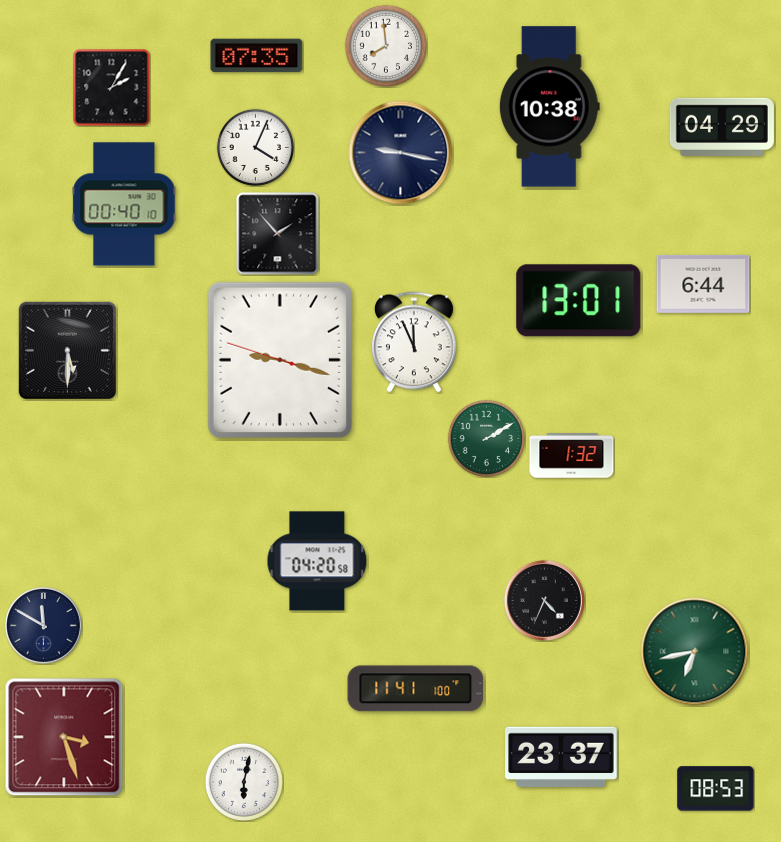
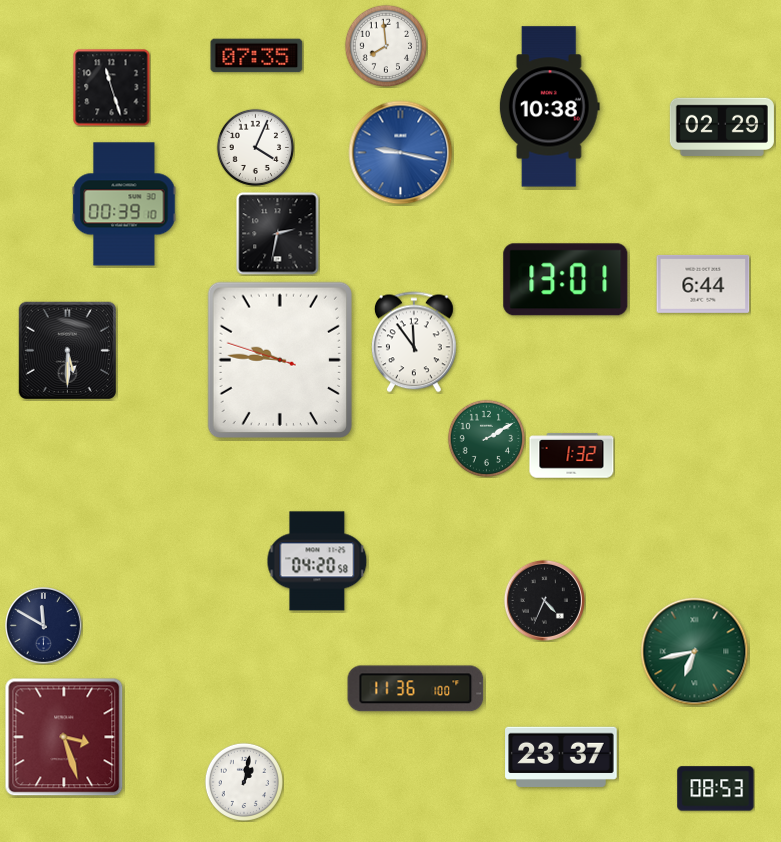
clock at (111, 87): 2:05 -> 11:27
clock at (722, 126): 04:29 -> 02:29
clock at (401, 153) dial: navy -> blue
clock at (124, 204): 00:40 -> 00:39
clock at (278, 234): 1:53 -> 2:32
clock at (579, 301) position: (579, 301) -> (566, 280)
clock at (415, 342): 11:56 -> 11:54
clock at (280, 359): 9:17 -> 9:45
clock at (416, 689): 11:41 -> 11:36
clock at (243, 781): 6:02 -> 1:02
